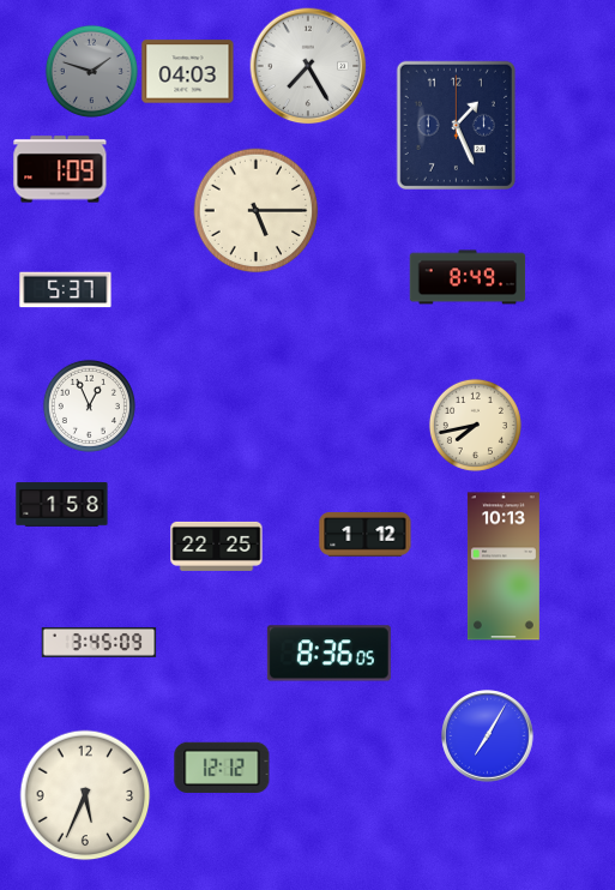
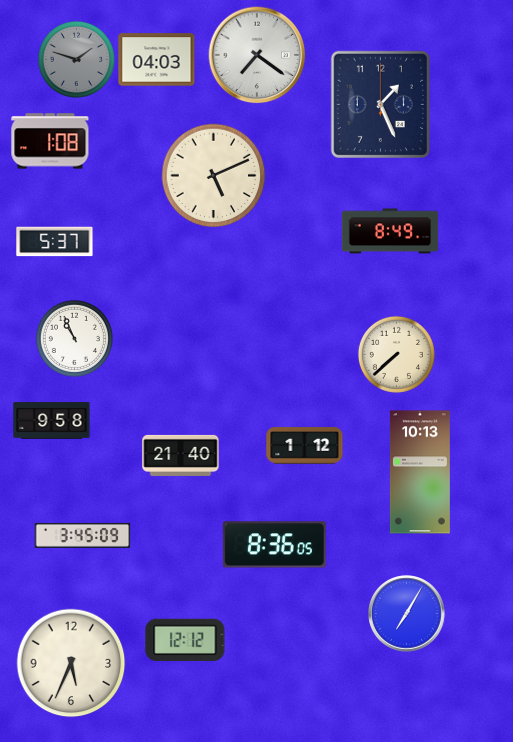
clock at (308, 66): 7:25 -> 7:21
clock at (60, 169): 1:09 -> 1:08
clock at (257, 211): 5:15 -> 5:11
clock at (89, 405): 12:56 -> 10:56
clock at (475, 425): 7:43 -> 7:38
clock at (62, 505): 1:58 -> 9:58
clock at (217, 546): 22:25 -> 21:40
